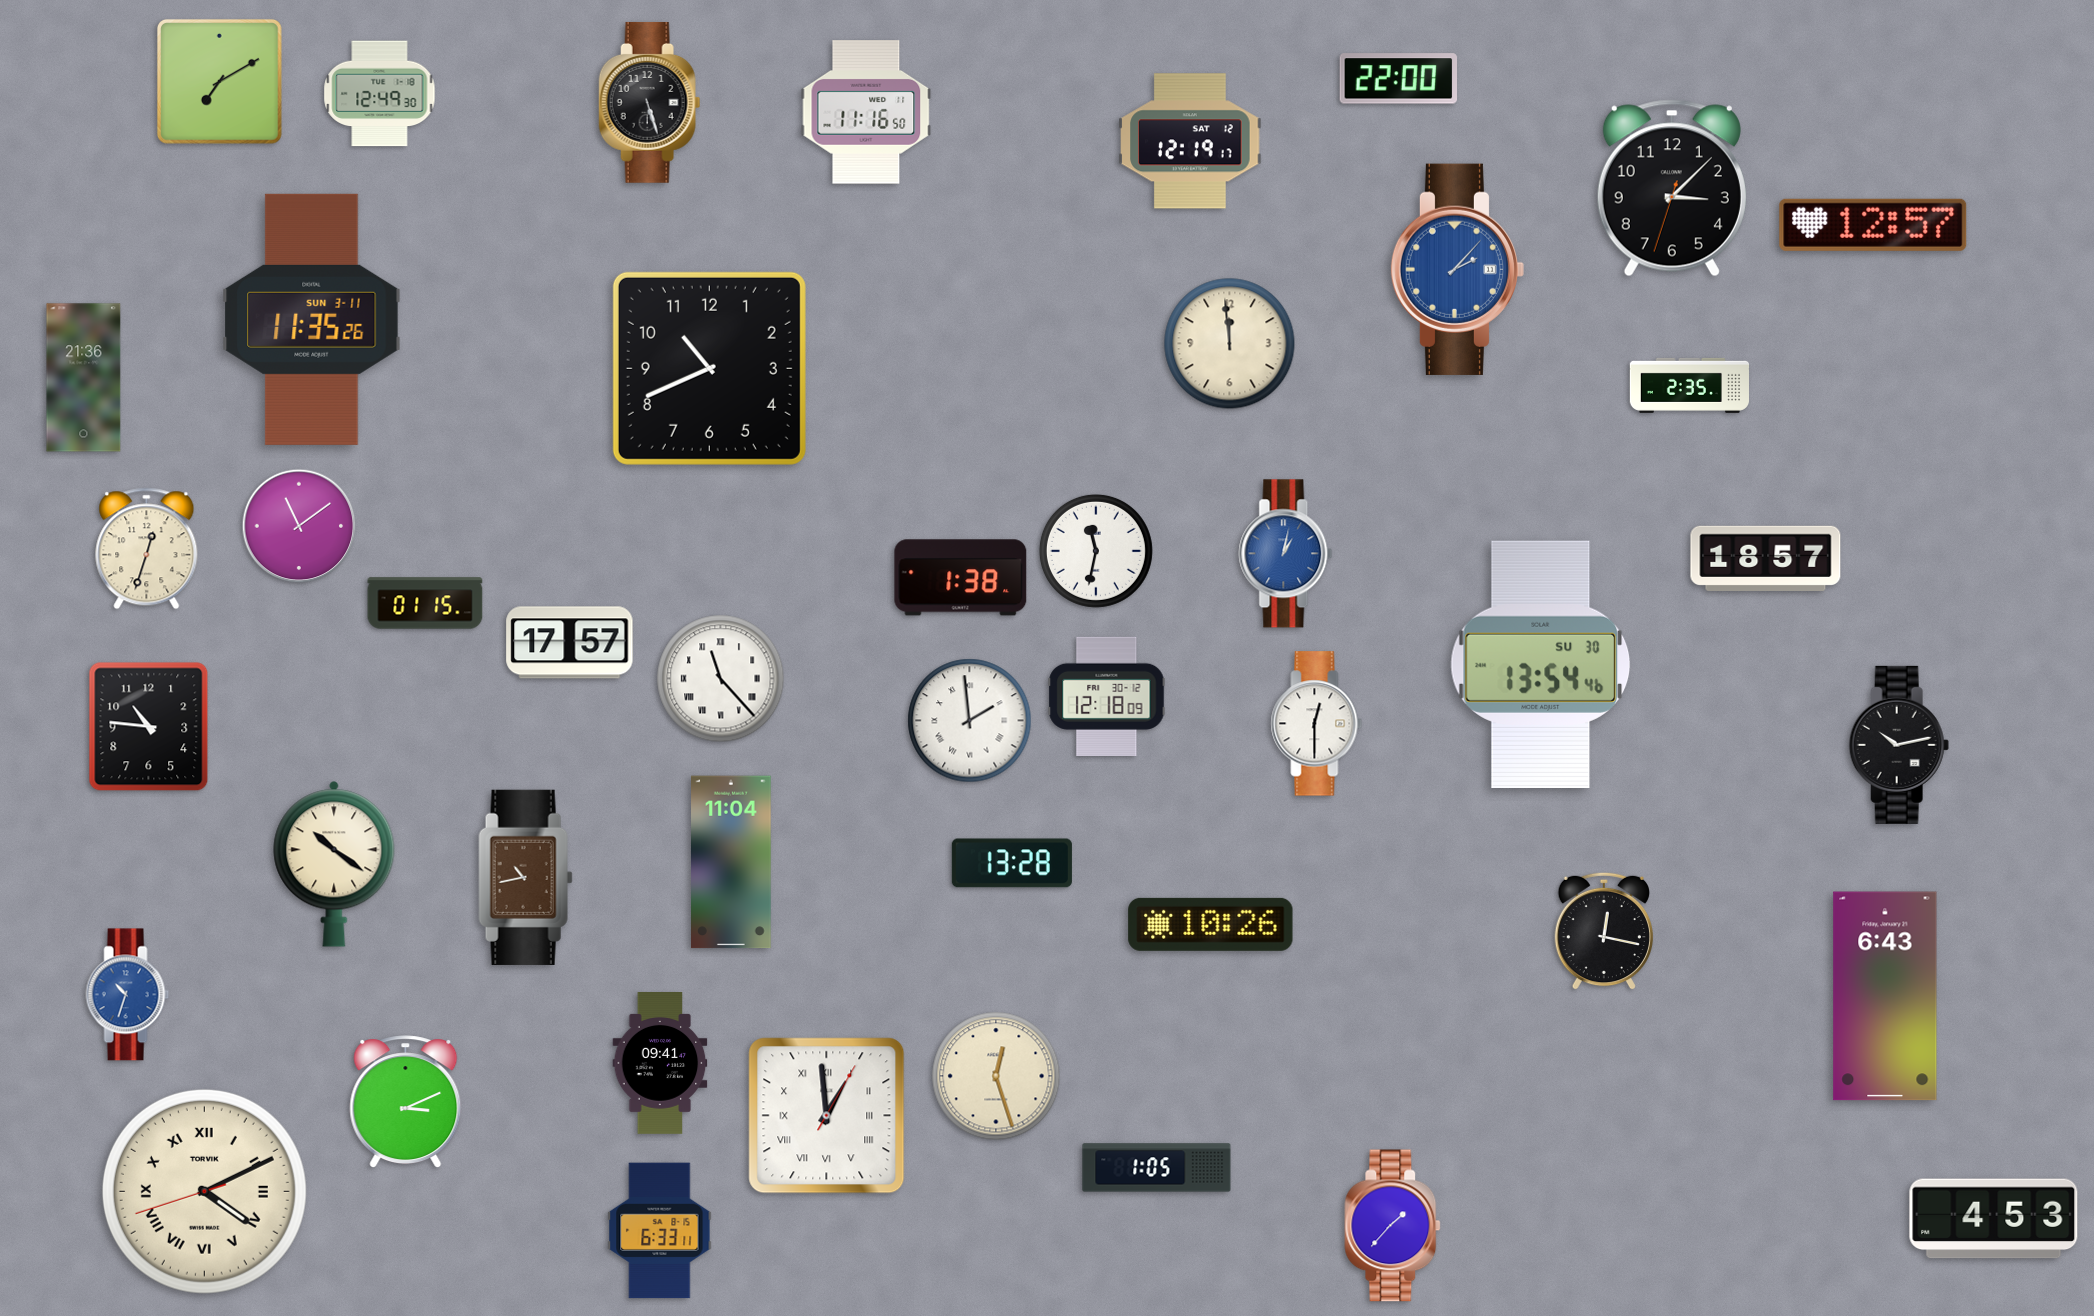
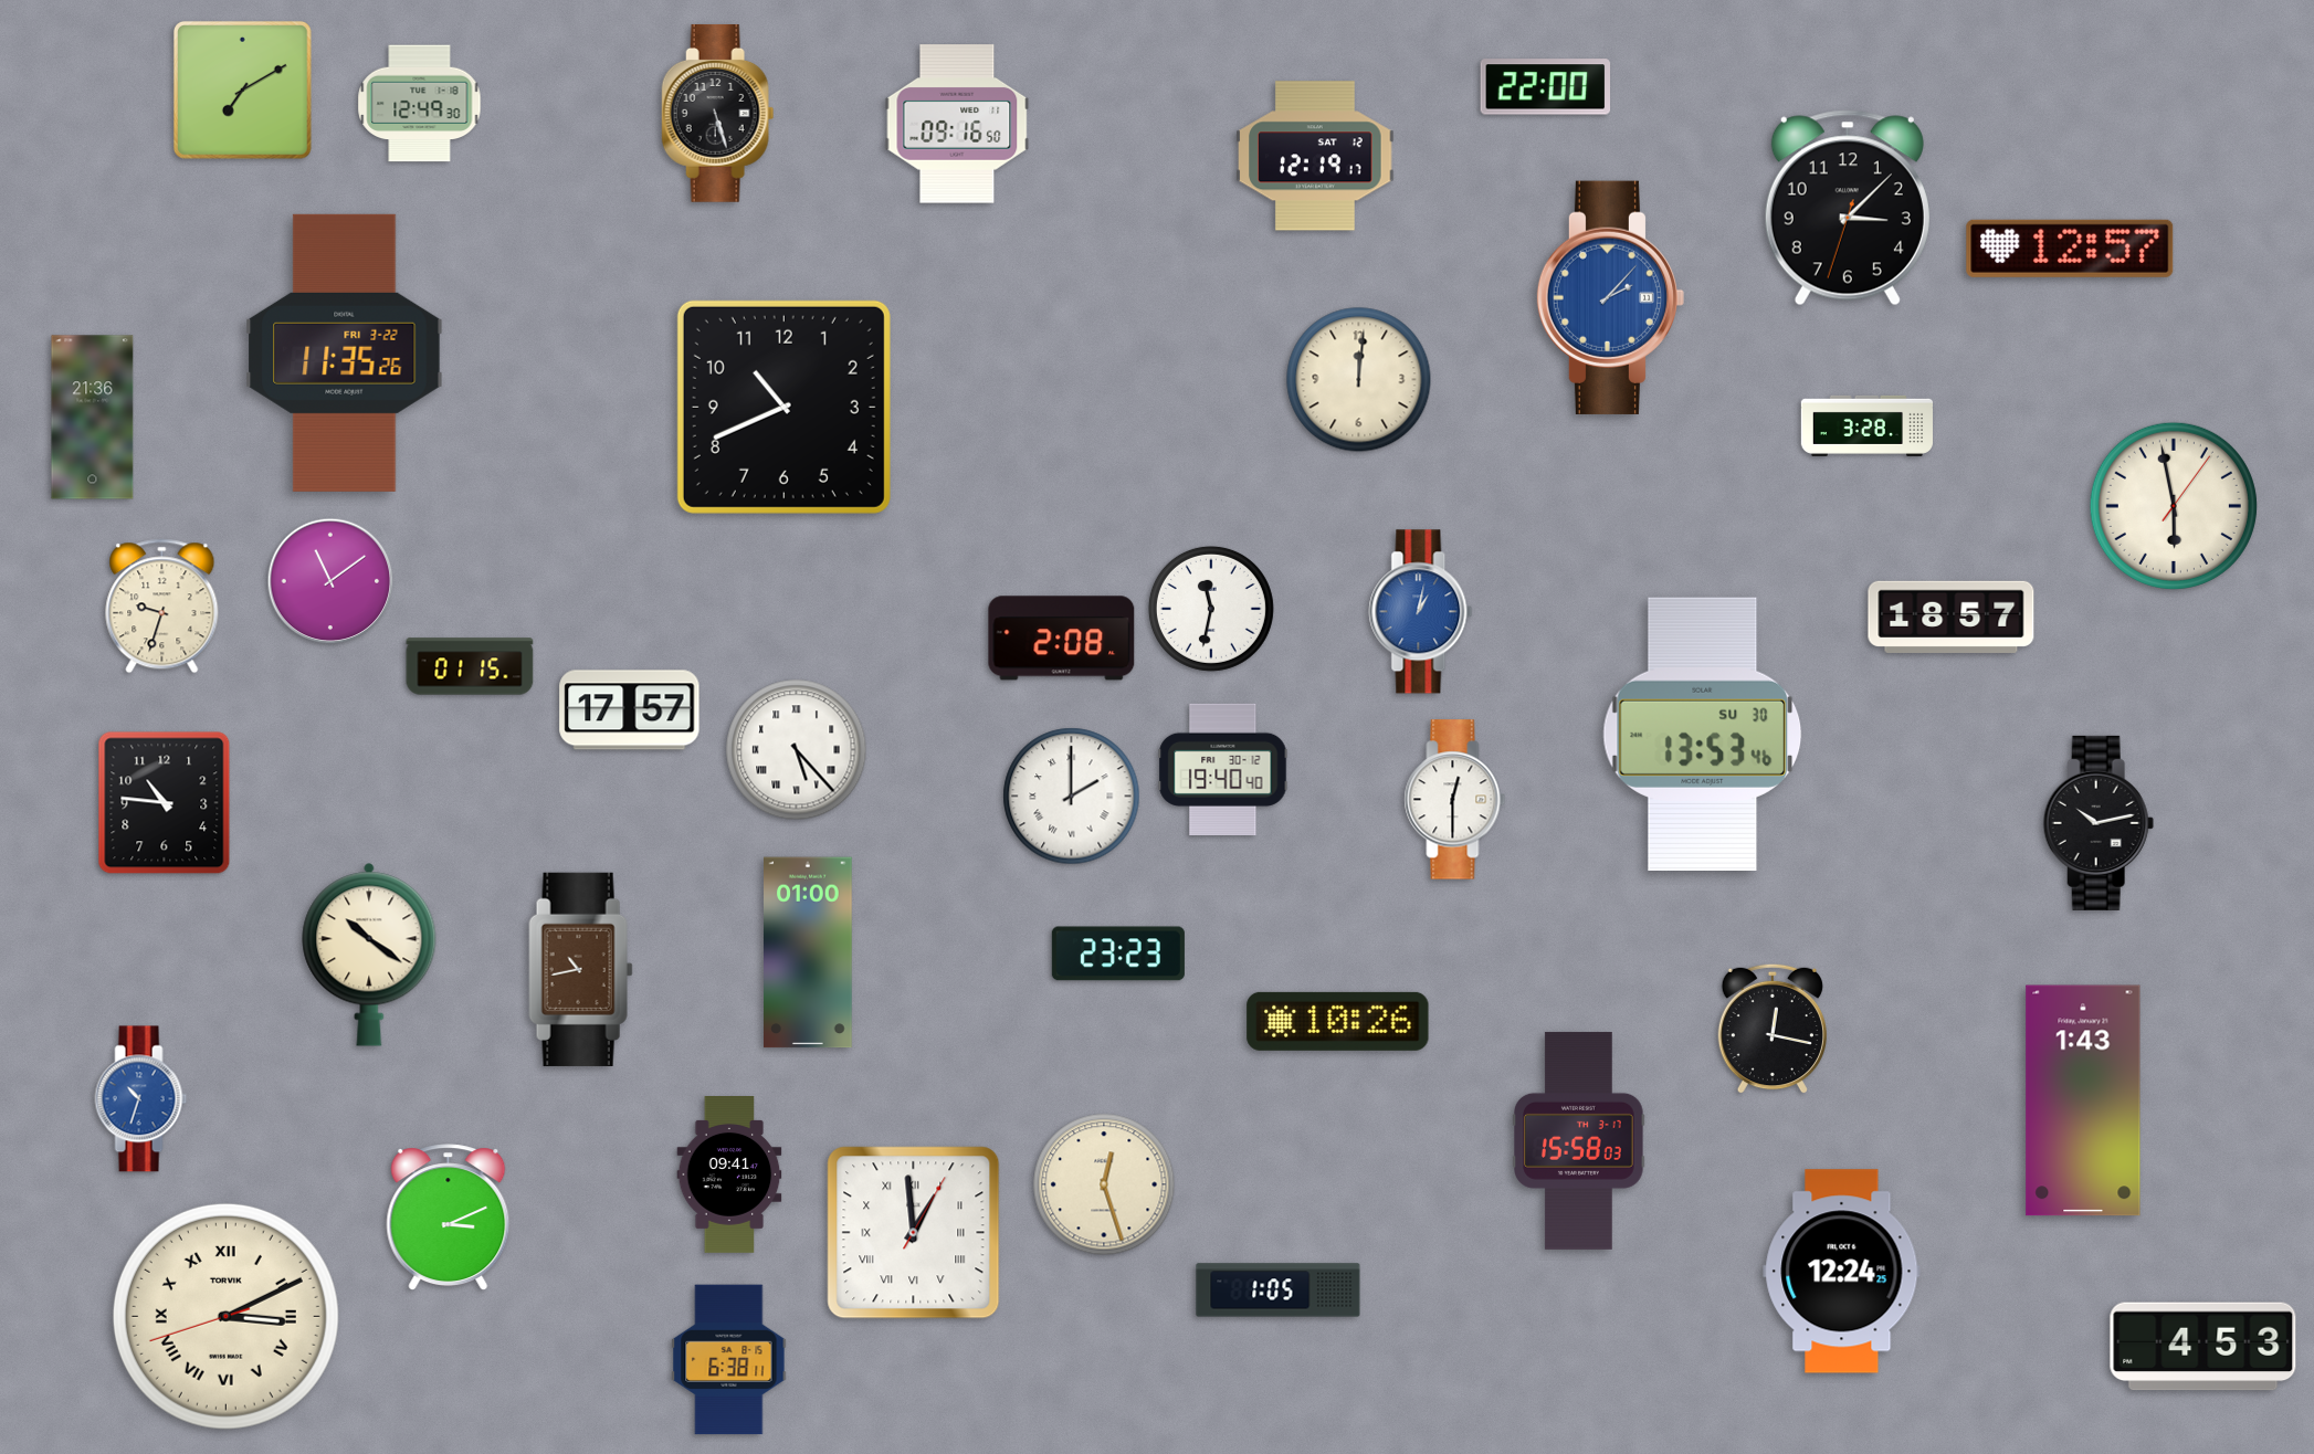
clock at (866, 112): 11:16 -> 09:16
clock at (312, 319) date: SUN 3-11 -> FRI 3-22
clock at (1230, 344): 11:59 -> 12:01
clock at (1689, 385): 2:35 -> 3:28
clock at (2174, 506): none -> 5:58
clock at (147, 549): 12:33 -> 9:33
clock at (961, 578): 1:38 -> 2:08
clock at (1541, 664): 13:54 -> 13:53
clock at (721, 679): 11:23 -> 5:23
clock at (1107, 696): 12:18 -> 19:40
clock at (970, 721): 1:59 -> 2:00
clock at (732, 862): 11:04 -> 01:00
clock at (1012, 863): 13:28 -> 23:23
clock at (1885, 996): 6:43 -> 1:43
clock at (1579, 1140): none -> 15:58
clock at (996, 1076) position: (996, 1076) -> (1104, 1184)
clock at (1842, 1272): none -> 12:24
clock at (204, 1191): 4:10 -> 3:10
clock at (1393, 1226): 1:37 -> none
clock at (660, 1231): 6:33 -> 6:38
